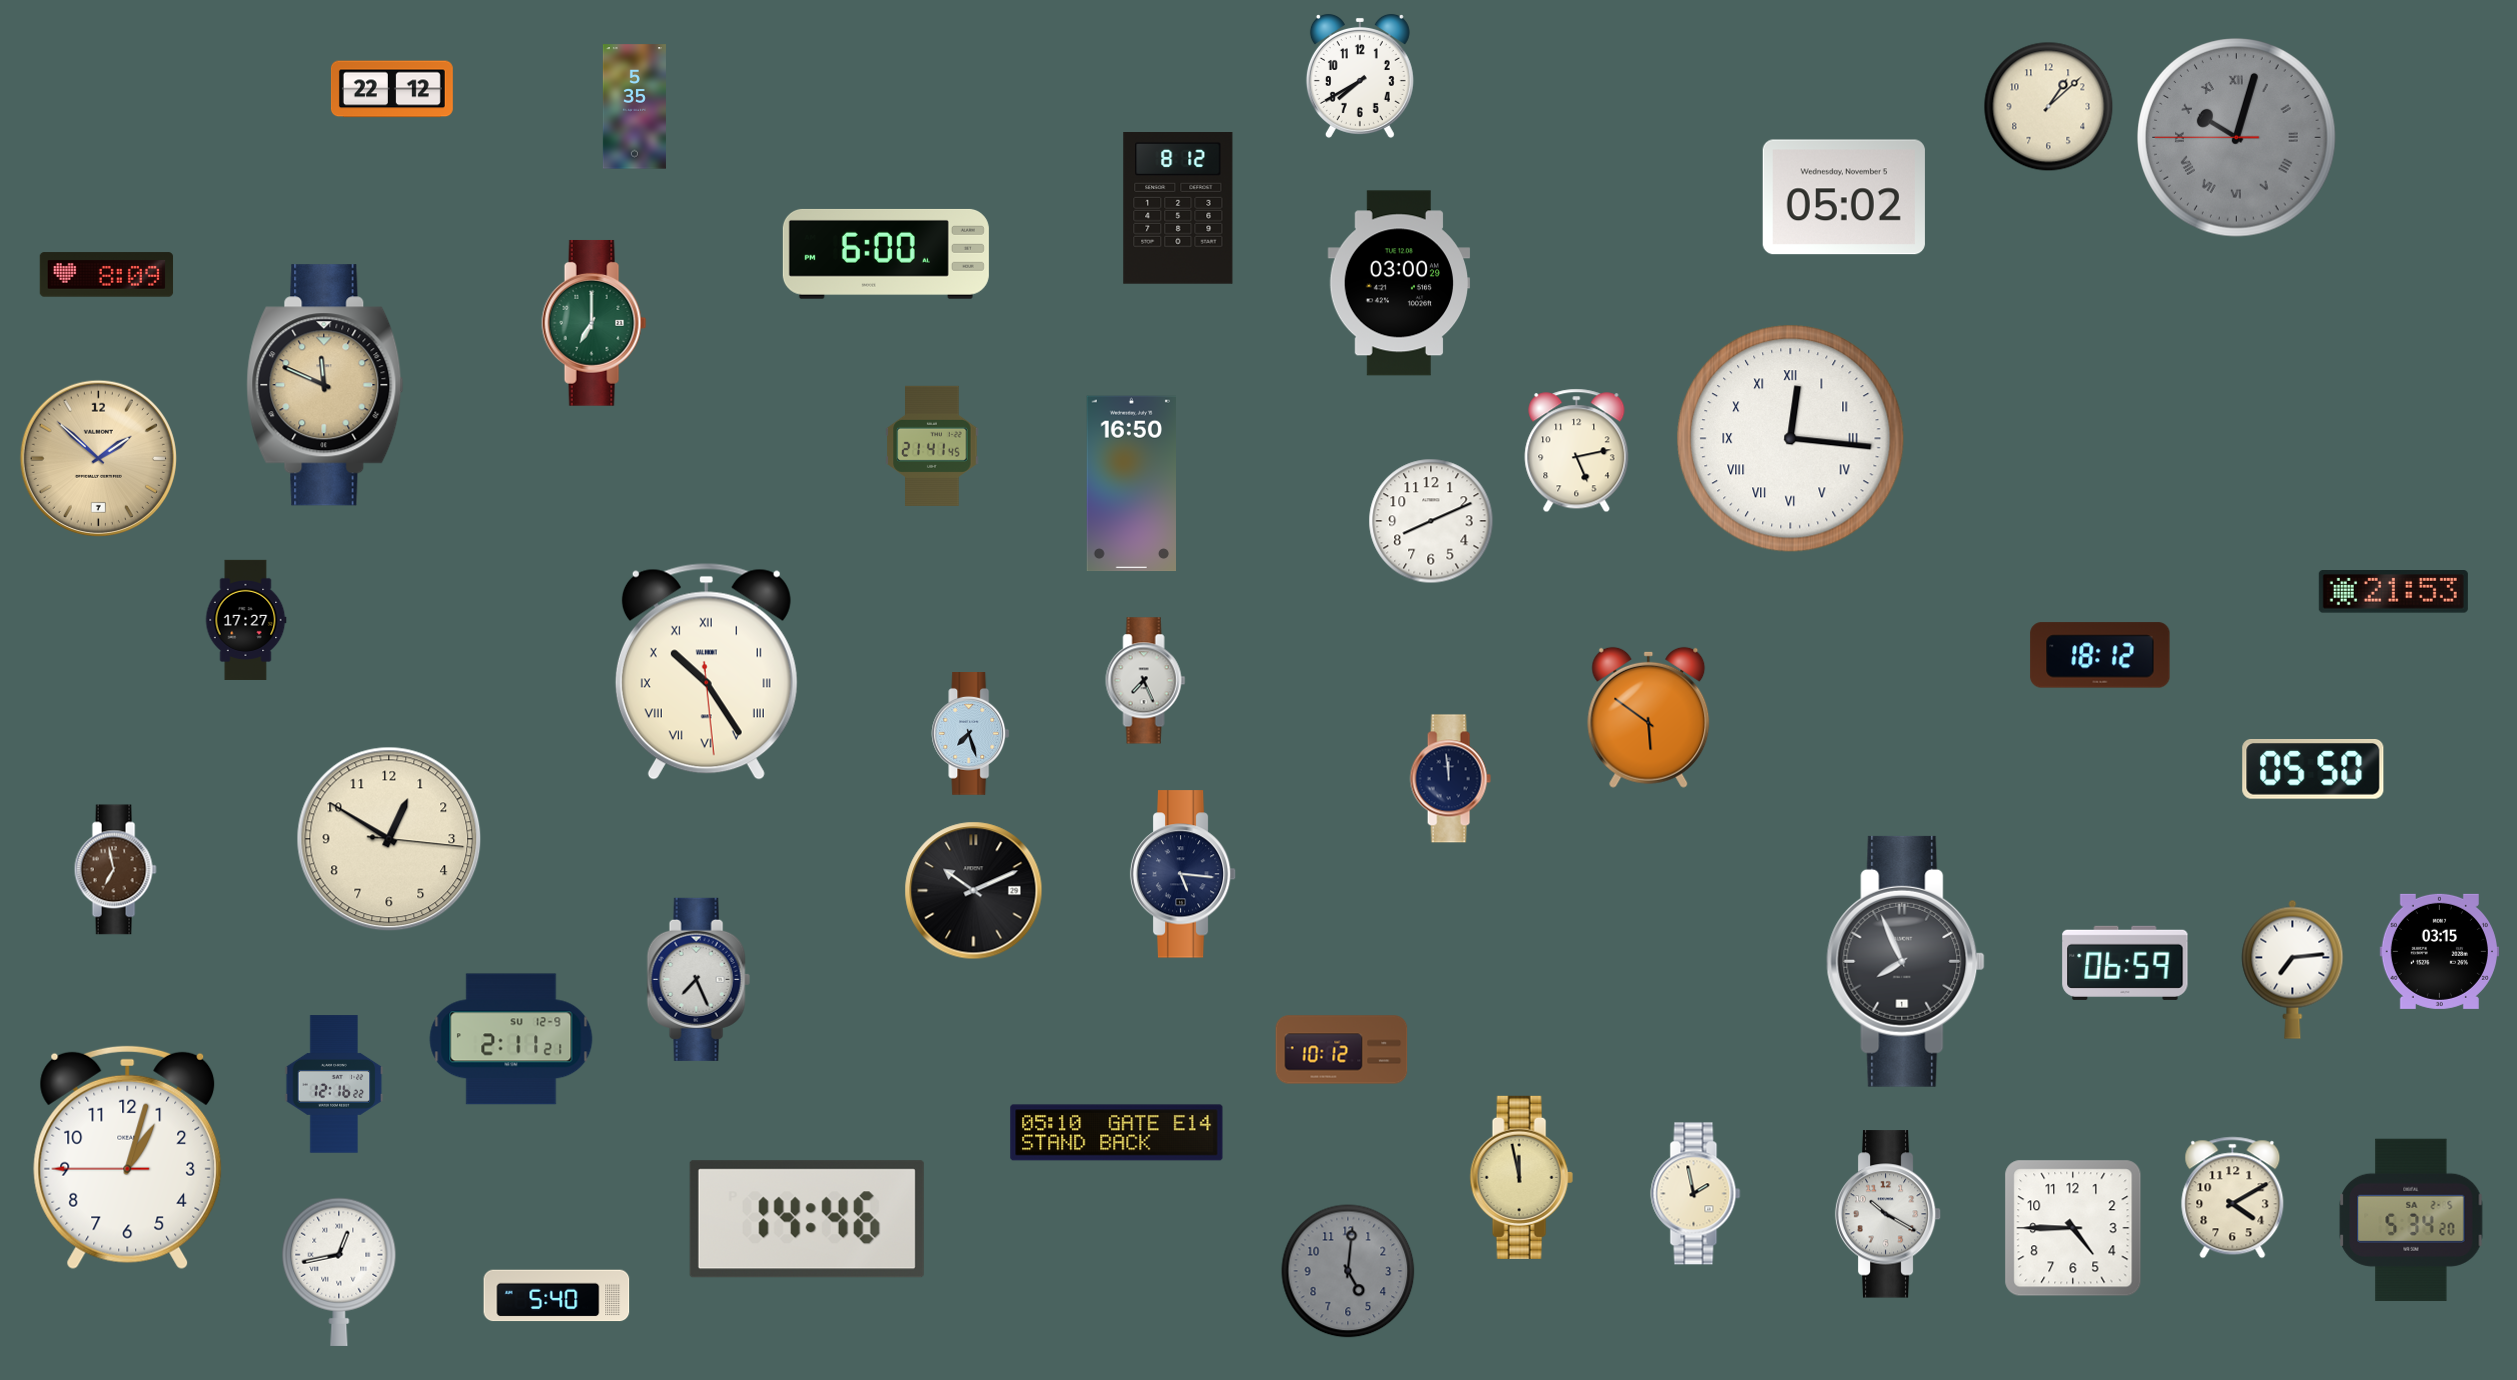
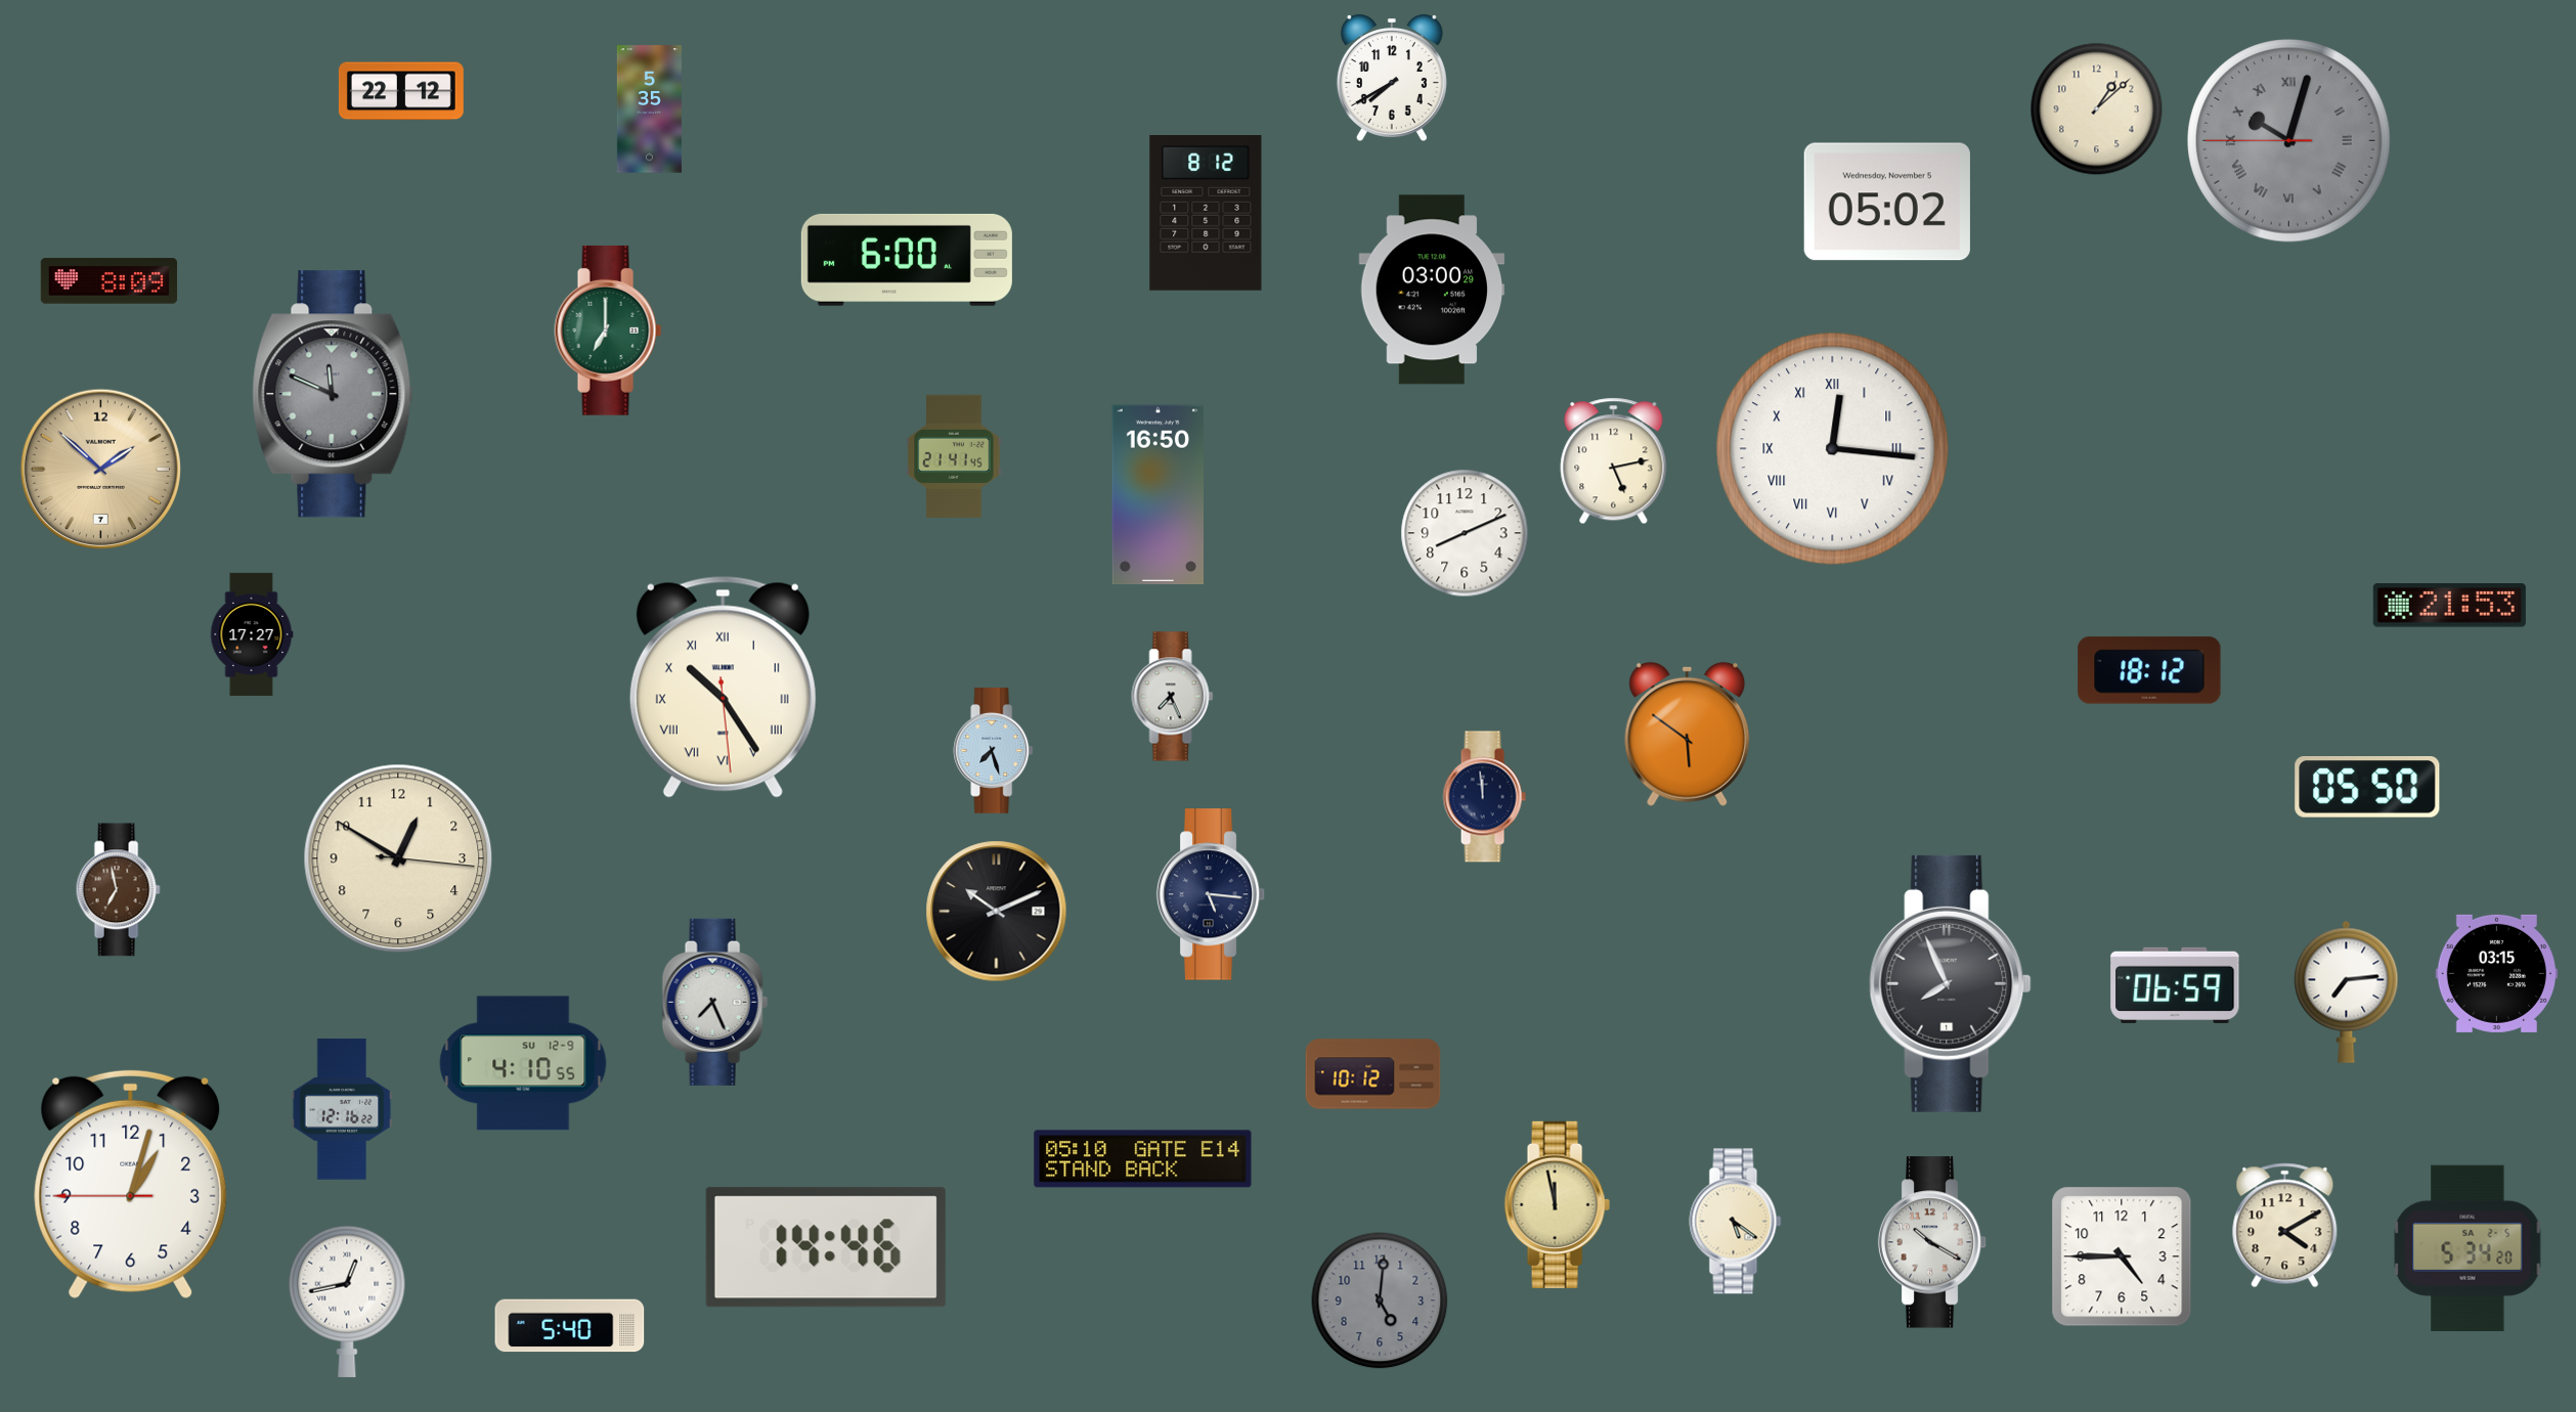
clock at (325, 385) dial: champagne -> grey
clock at (511, 1039): 2:11 -> 4:10
clock at (1696, 1194): 1:58 -> 5:21
